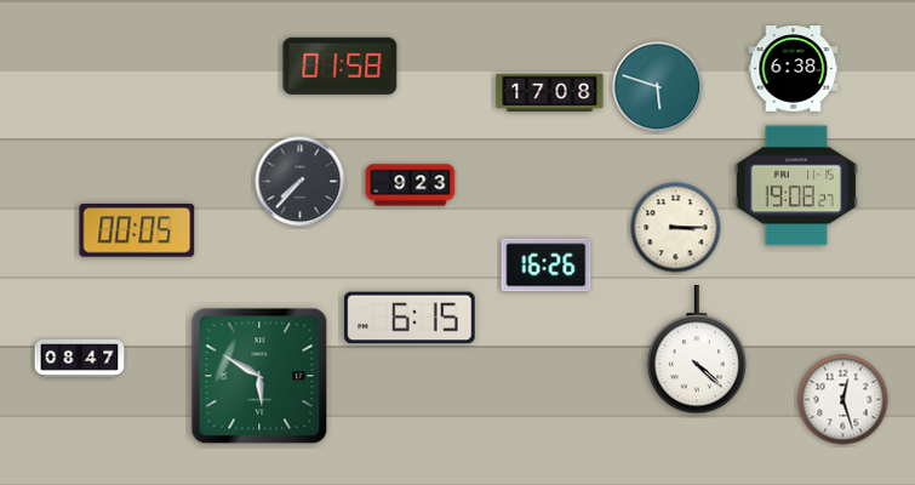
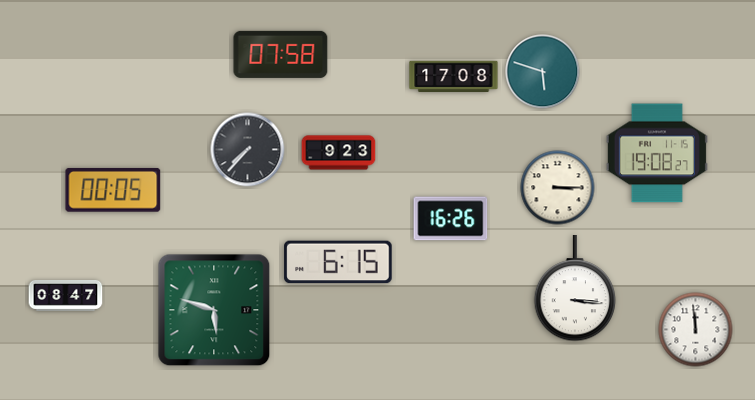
clock at (341, 65): 01:58 -> 07:58
clock at (794, 69): 6:38 -> none
clock at (697, 350): 4:22 -> 3:16
clock at (259, 376): 5:50 -> 5:48
clock at (843, 400): 12:27 -> 11:59
